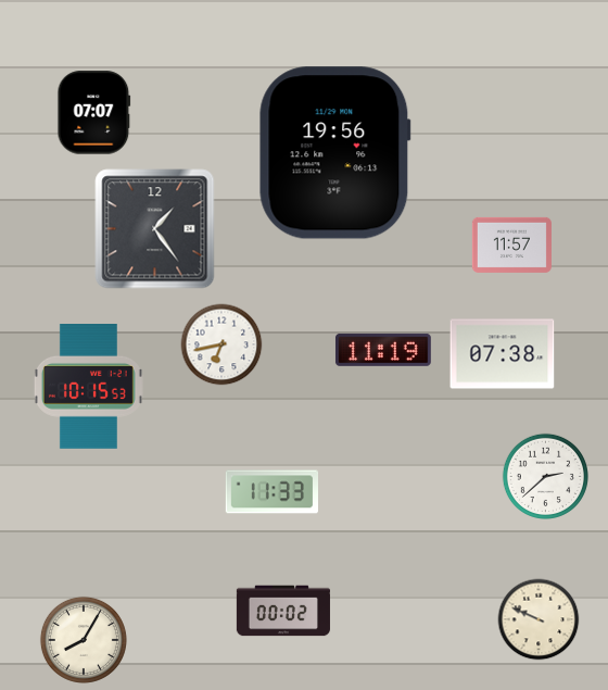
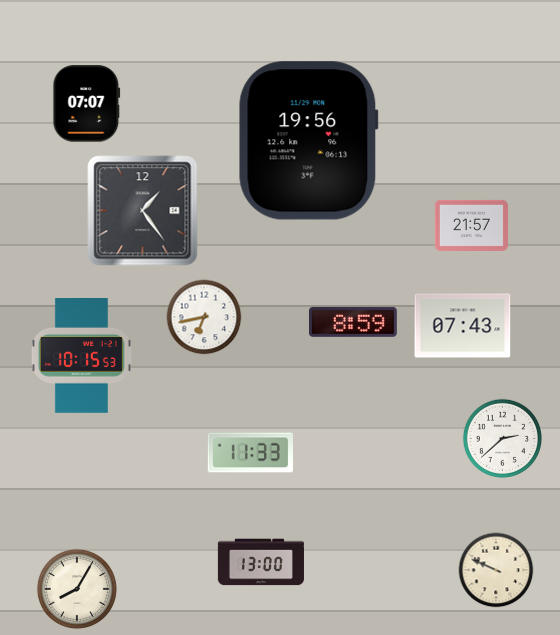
clock at (511, 244): 11:57 -> 21:57
clock at (383, 350): 11:19 -> 8:59
clock at (503, 354): 07:38 -> 07:43
clock at (283, 611): 00:02 -> 13:00
